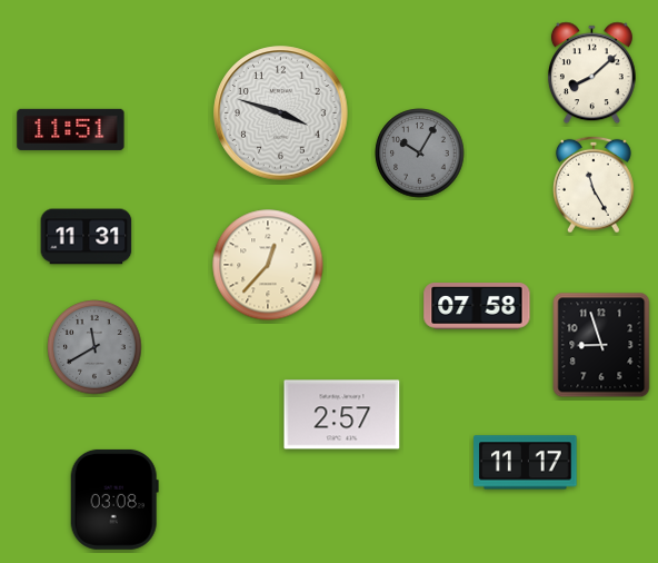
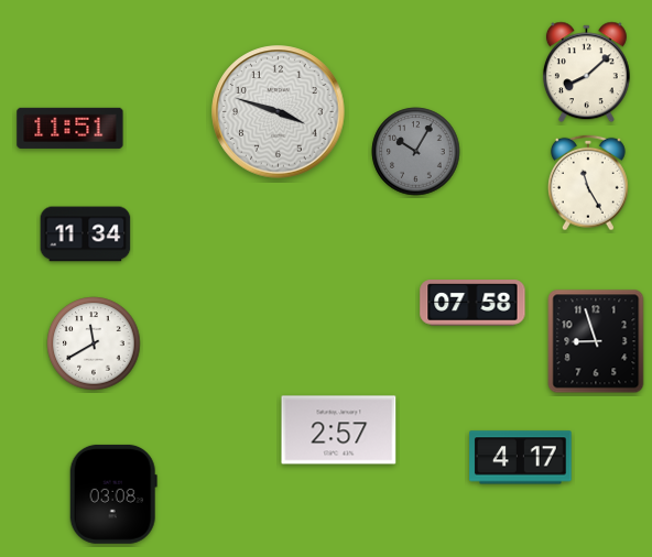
clock at (87, 237): 11:31 -> 11:34
clock at (268, 265): 12:37 -> none
clock at (94, 347) dial: grey -> white
clock at (342, 415) position: (342, 415) -> (339, 430)
clock at (526, 463): 11:17 -> 4:17
